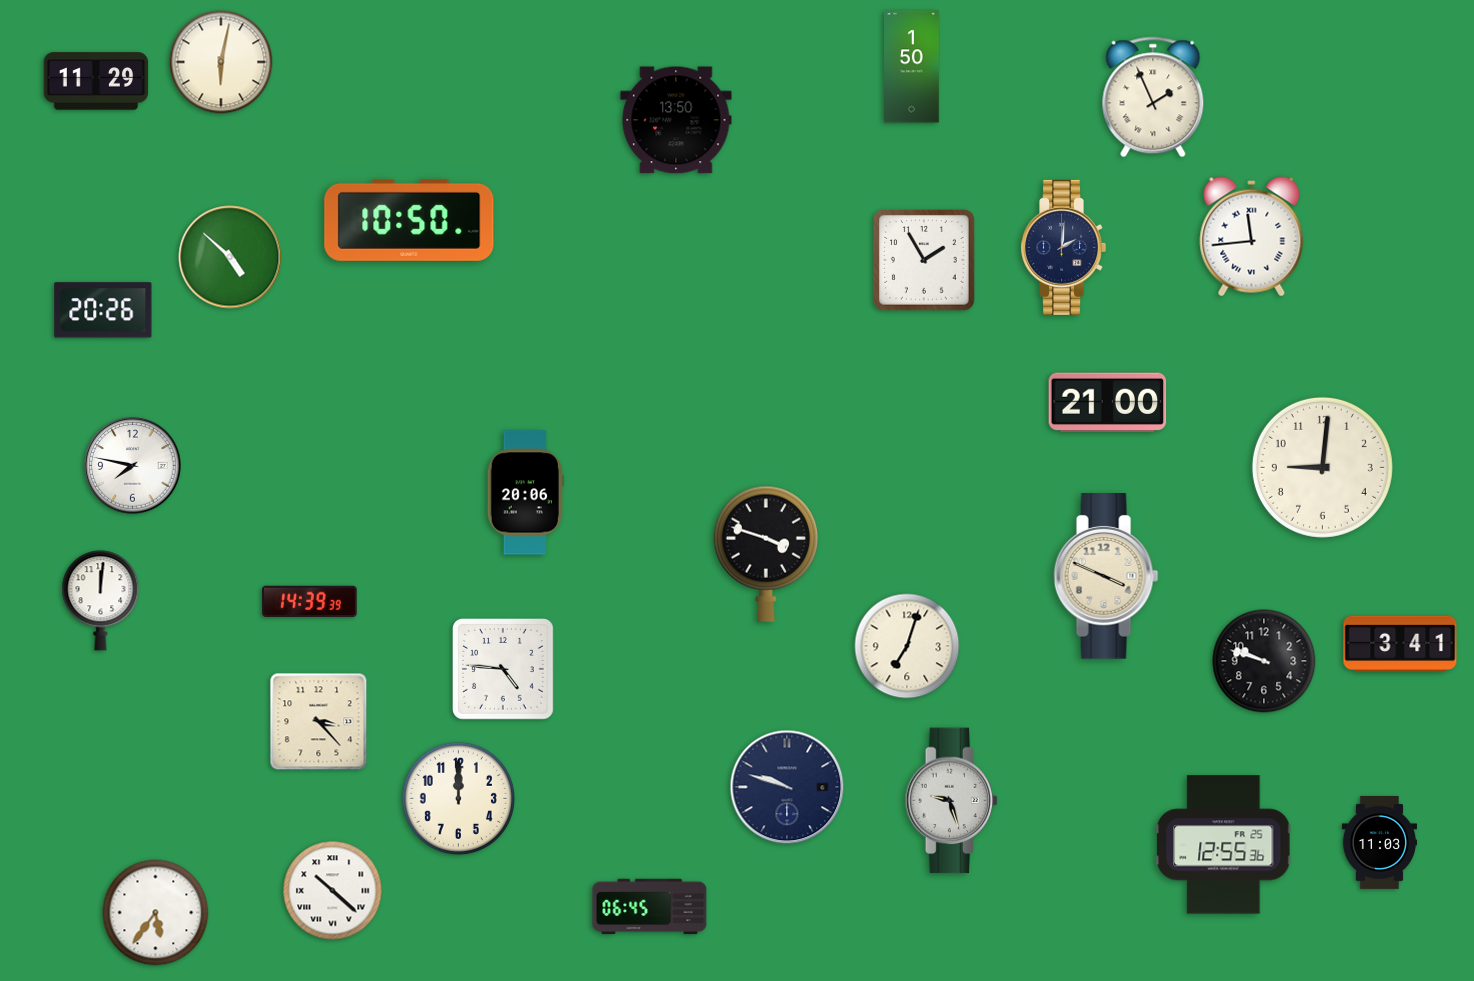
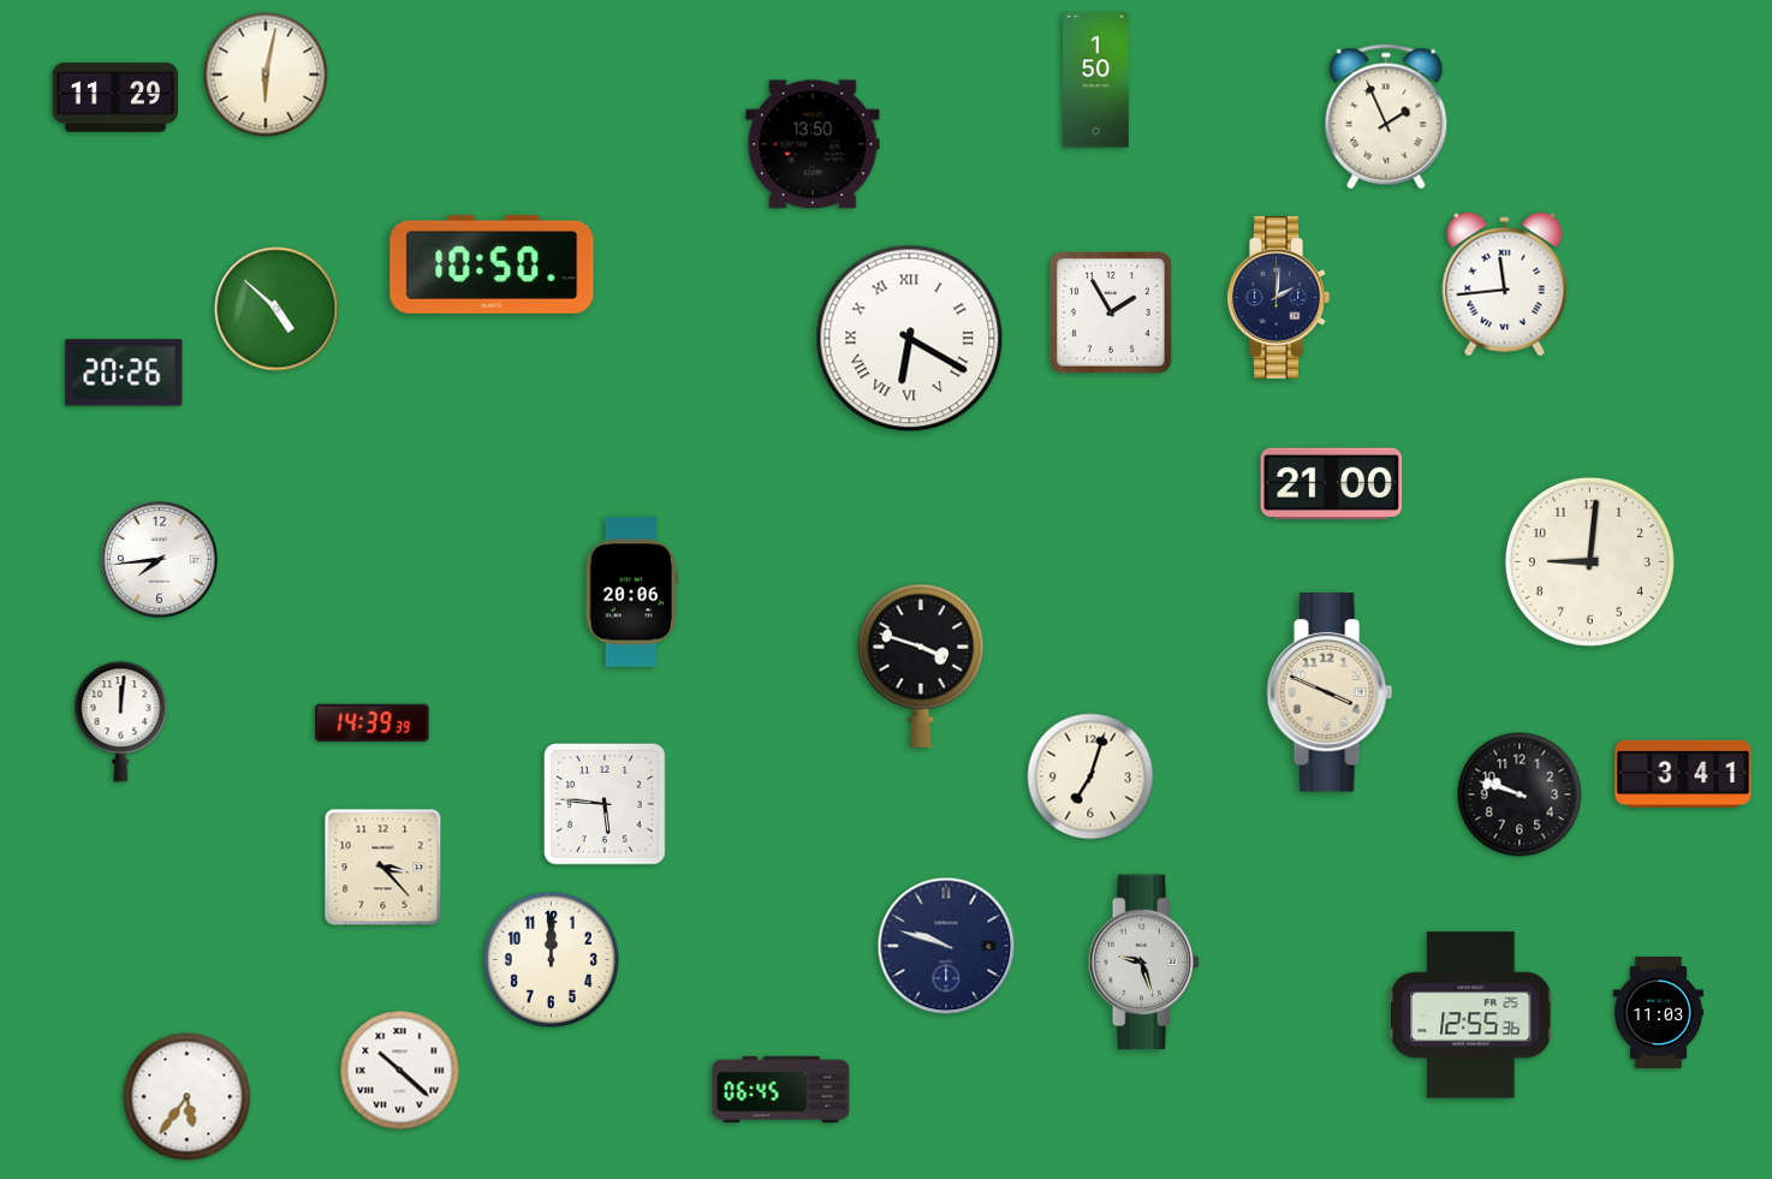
clock at (910, 339): none -> 6:20
clock at (133, 466): 7:47 -> 7:44
clock at (504, 670): 4:46 -> 5:46
